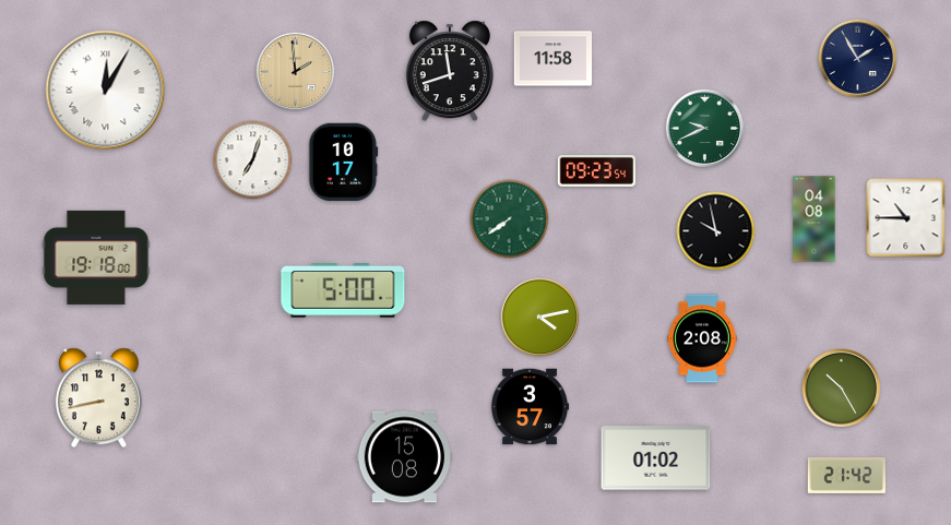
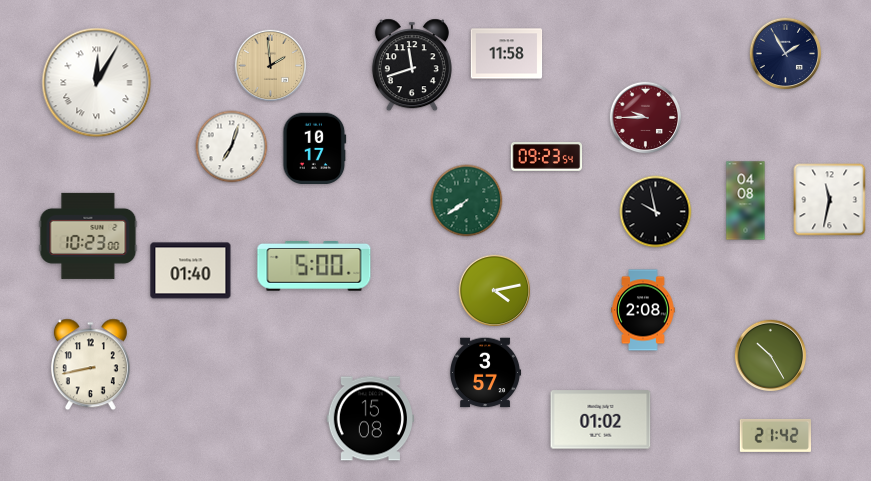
clock at (705, 129): 9:41 -> 9:45
clock at (705, 129) dial: green -> burgundy
clock at (906, 218): 10:45 -> 11:32
clock at (96, 258): 19:18 -> 10:23
clock at (191, 271): none -> 01:40
